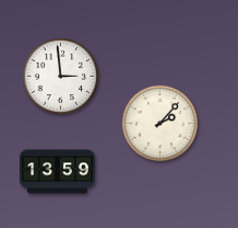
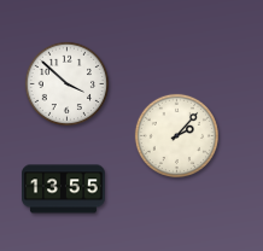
clock at (60, 76): 2:59 -> 3:52
clock at (58, 172): 13:59 -> 13:55
